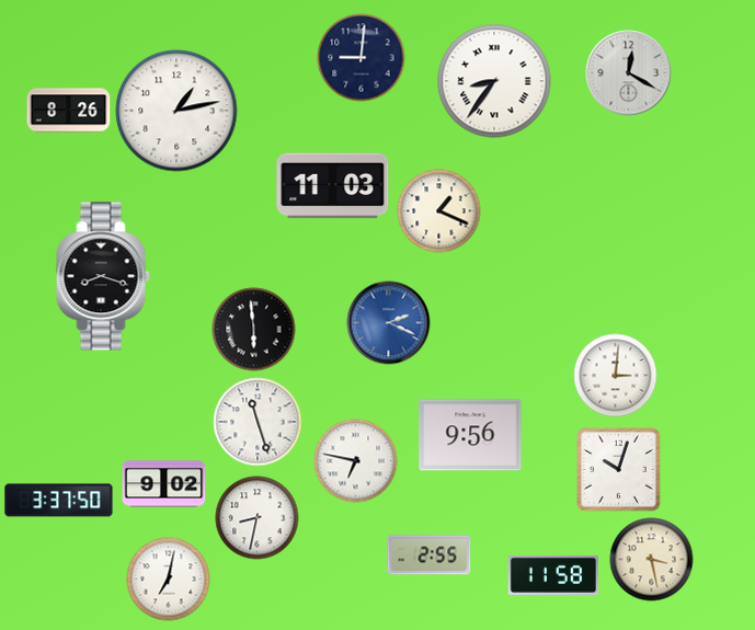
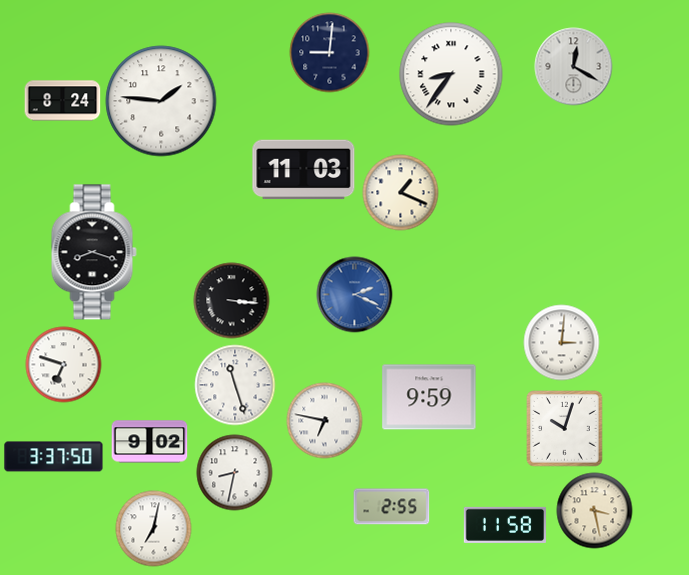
clock at (69, 111): 8:26 -> 8:24
clock at (176, 111): 1:13 -> 1:46
clock at (254, 330): 5:59 -> 3:16
clock at (64, 365): none -> 6:48
clock at (470, 435): 9:56 -> 9:59
